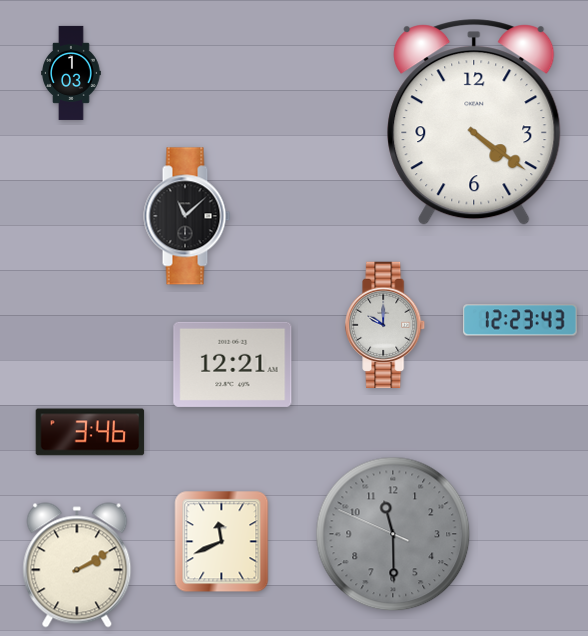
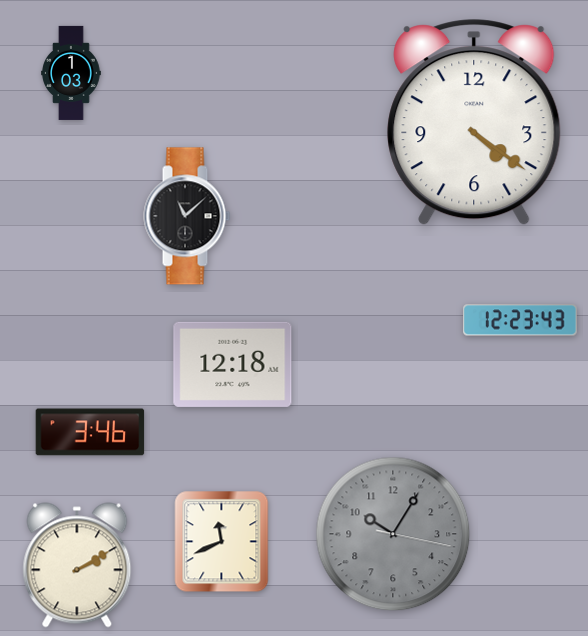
clock at (386, 325): 10:00 -> none
clock at (233, 364): 12:21 -> 12:18
clock at (393, 534): 11:29 -> 10:05
